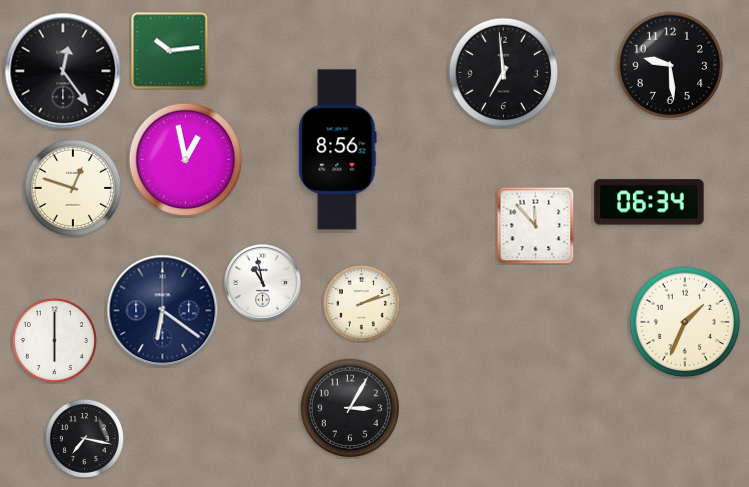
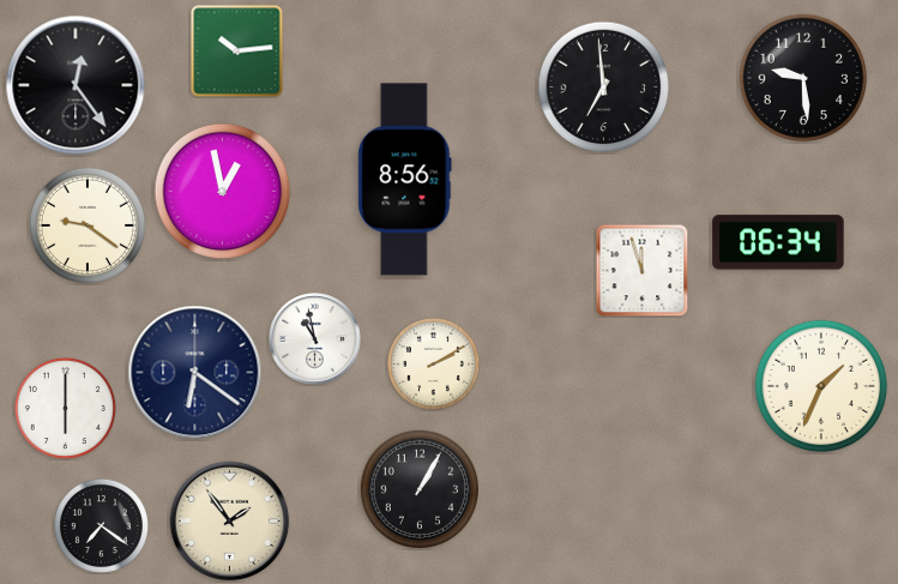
clock at (170, 51) position: (170, 51) -> (237, 52)
clock at (72, 187): 12:48 -> 9:21
clock at (535, 225): 11:53 -> 11:57
clock at (361, 303): 2:12 -> 2:10
clock at (349, 407): 3:05 -> 1:05
clock at (230, 522): none -> 1:54
clock at (84, 438): 7:17 -> 7:21
